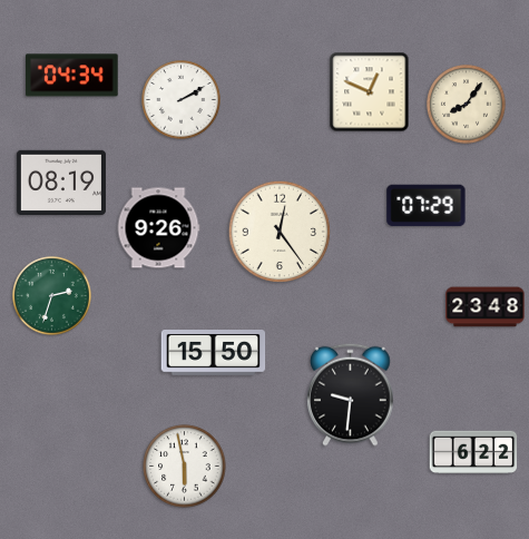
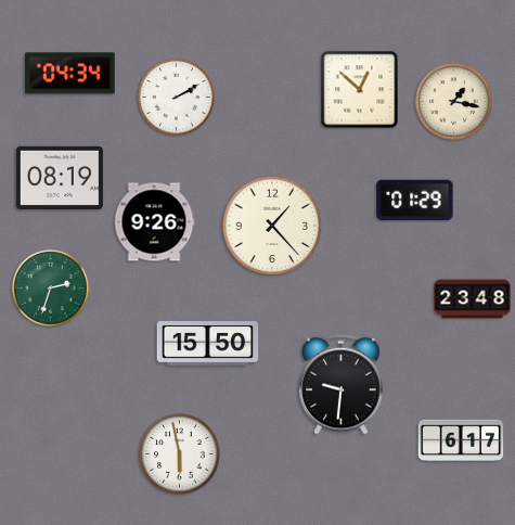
clock at (370, 92): 12:49 -> 12:52
clock at (467, 105): 8:06 -> 1:17
clock at (427, 206): 07:29 -> 01:29
clock at (280, 232): 12:24 -> 1:23
clock at (473, 452): 6:22 -> 6:17
